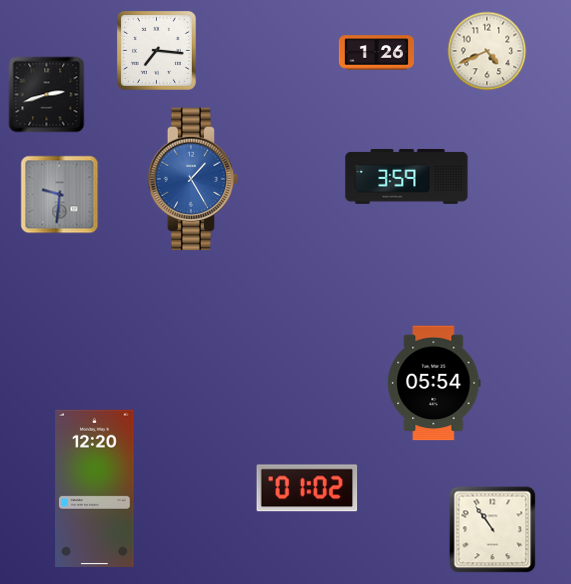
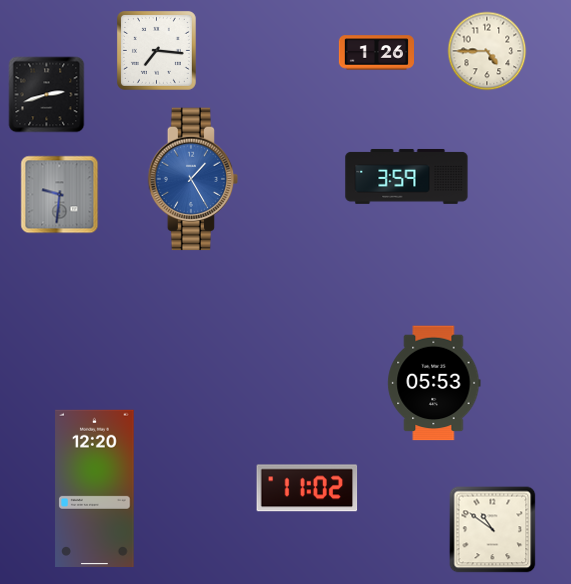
clock at (487, 51): 4:41 -> 4:45
clock at (434, 383): 05:54 -> 05:53
clock at (307, 488): 01:02 -> 11:02
clock at (493, 530): 10:54 -> 10:51
